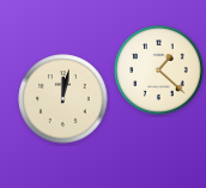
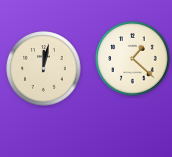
clock at (63, 99) position: (63, 99) -> (44, 69)
